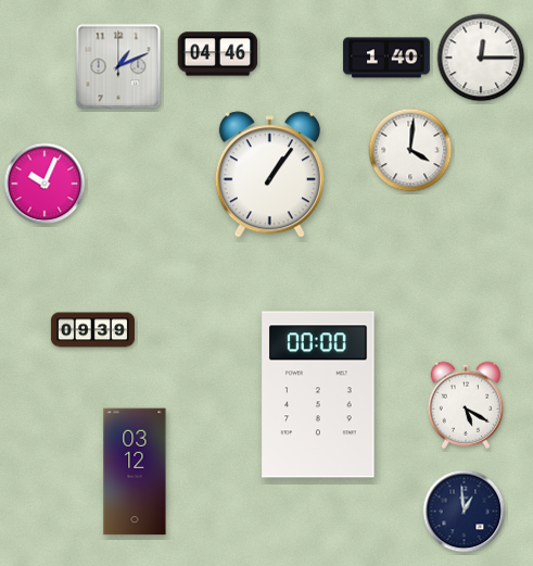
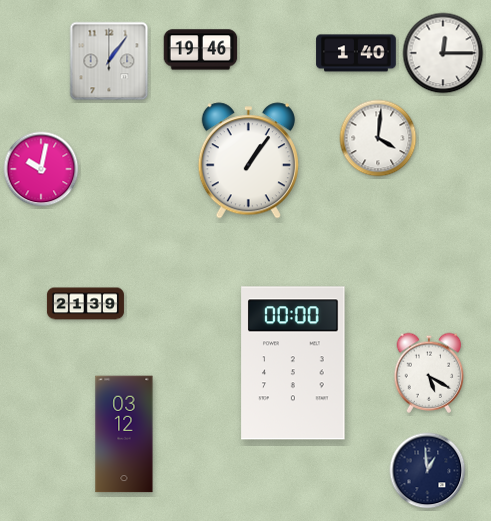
clock at (218, 54): 04:46 -> 19:46
clock at (118, 66): 1:11 -> 1:06
clock at (45, 184): 10:04 -> 10:02
clock at (92, 330): 09:39 -> 21:39
